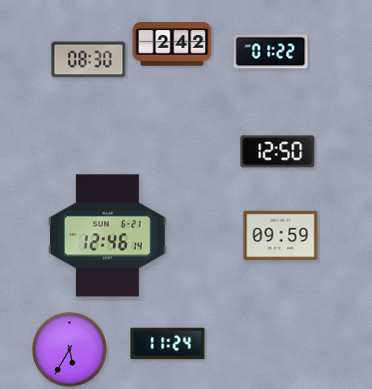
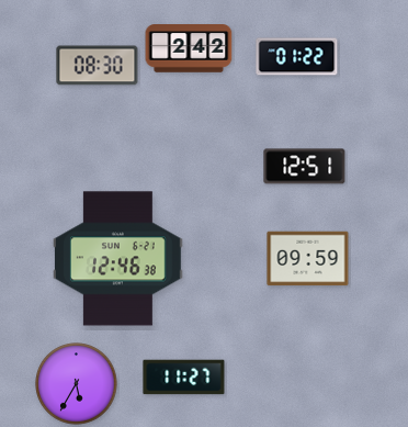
clock at (278, 152): 12:50 -> 12:51
clock at (108, 236): 12:46:14 -> 12:46:38
clock at (168, 344): 11:24 -> 11:27
